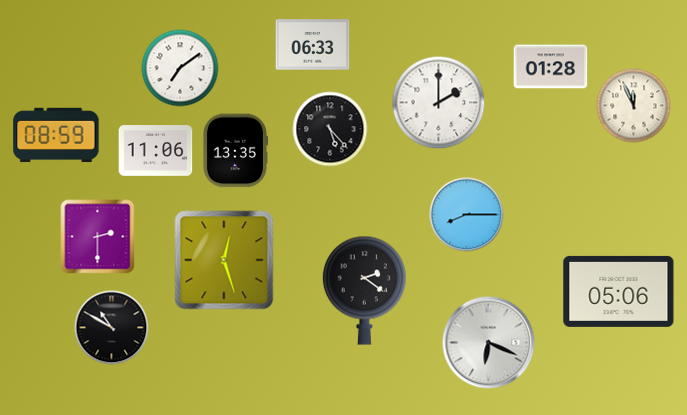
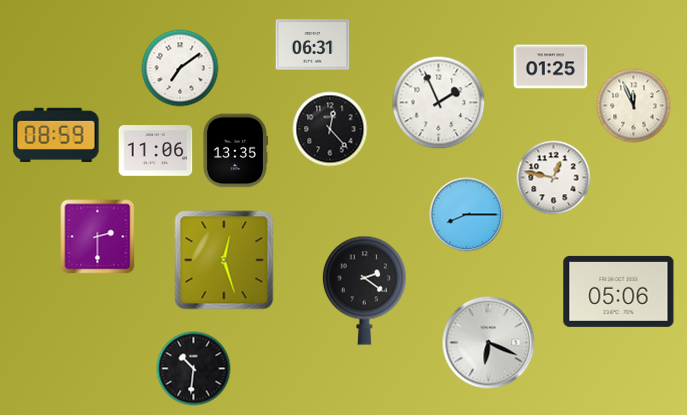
clock at (313, 45): 06:33 -> 06:31
clock at (551, 67): 01:28 -> 01:25
clock at (439, 103): 2:00 -> 1:56
clock at (330, 129): 5:23 -> 12:23
clock at (554, 178): none -> 12:47
clock at (112, 328): 10:50 -> none
clock at (194, 369): none -> 10:31
